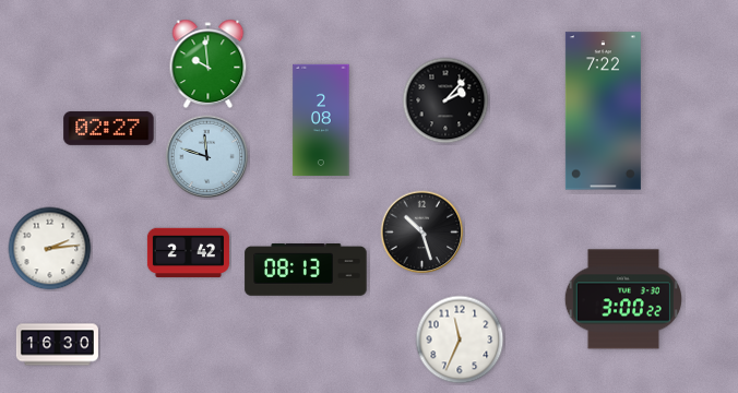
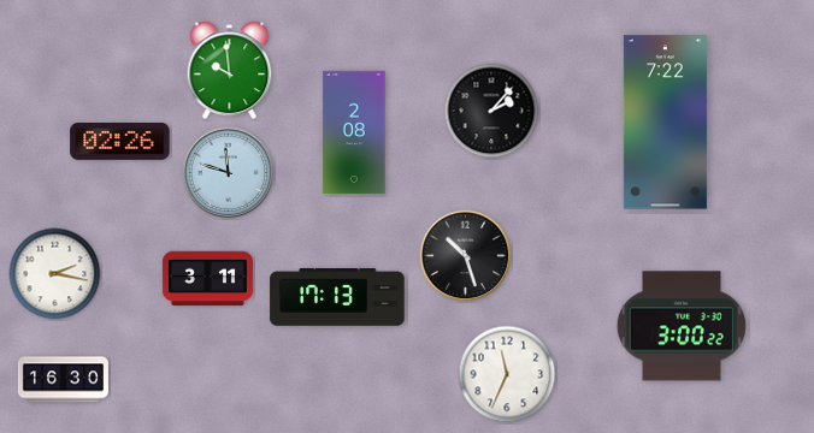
clock at (109, 128): 02:27 -> 02:26
clock at (50, 249): 2:14 -> 2:17
clock at (188, 253): 2:42 -> 3:11
clock at (306, 271): 08:13 -> 17:13
clock at (623, 299) position: (623, 299) -> (682, 326)
